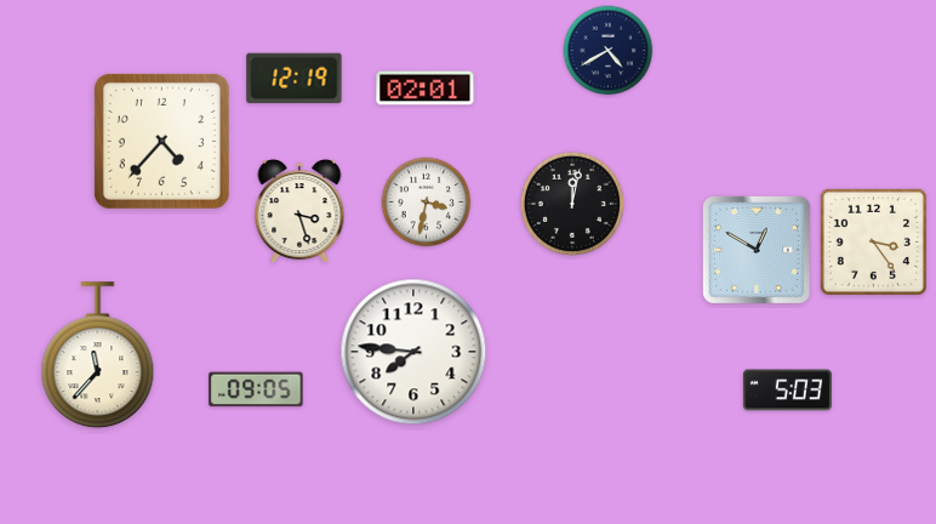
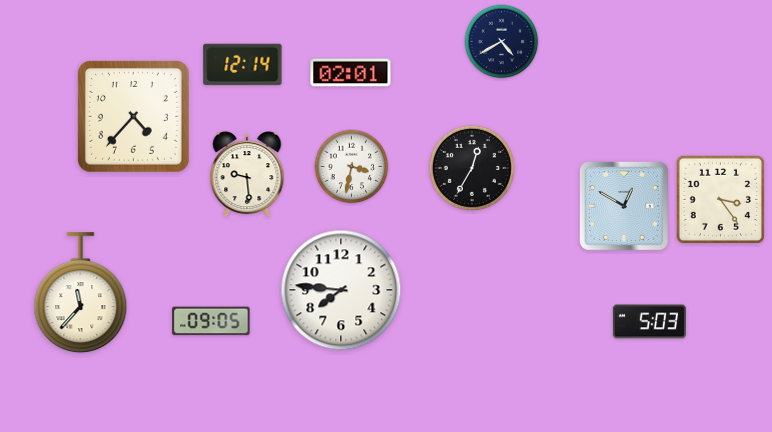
clock at (295, 79): 12:19 -> 12:14
clock at (572, 204): 12:02 -> 12:35
clock at (299, 212): 3:27 -> 9:29
